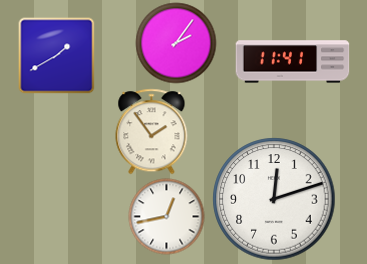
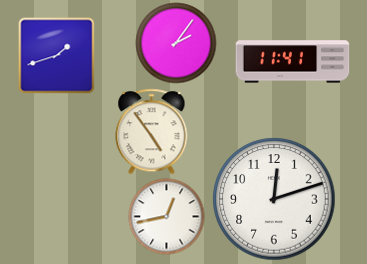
clock at (57, 56): 1:40 -> 1:42
clock at (152, 132): 1:54 -> 4:54
